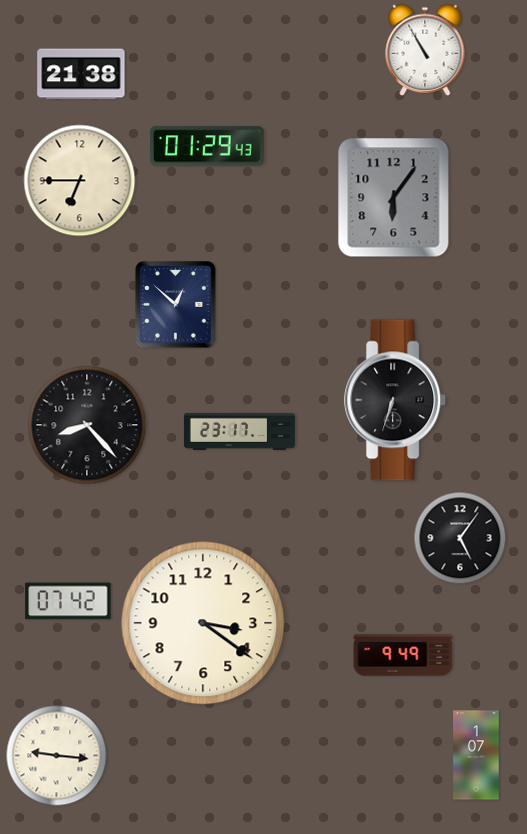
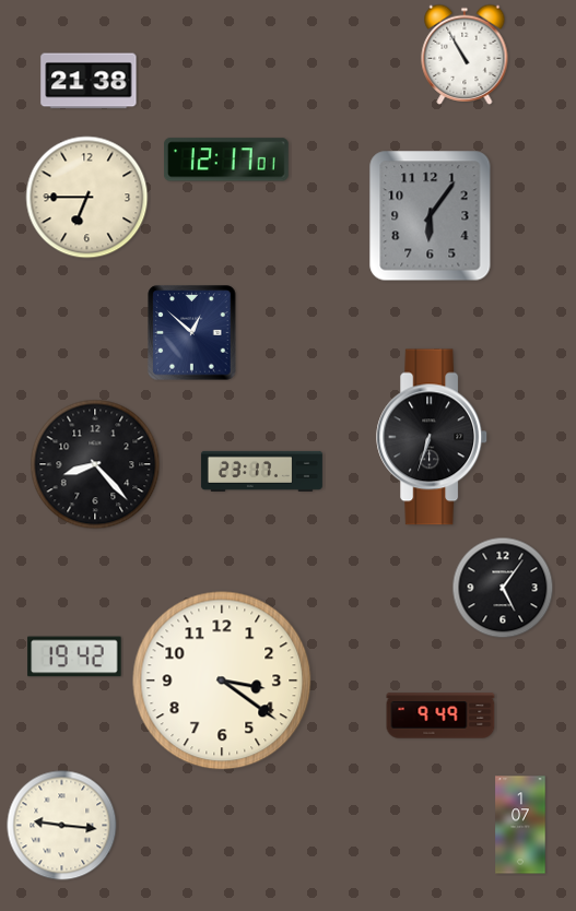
clock at (208, 146): 01:29 -> 12:17
clock at (68, 601): 07:42 -> 19:42
